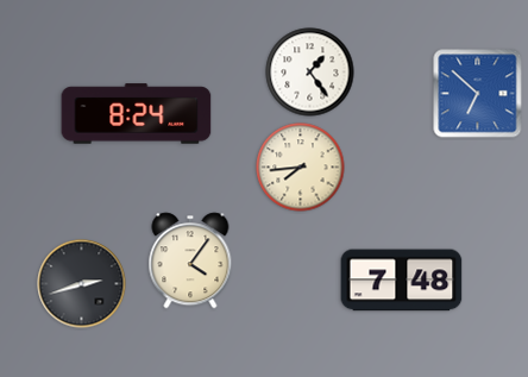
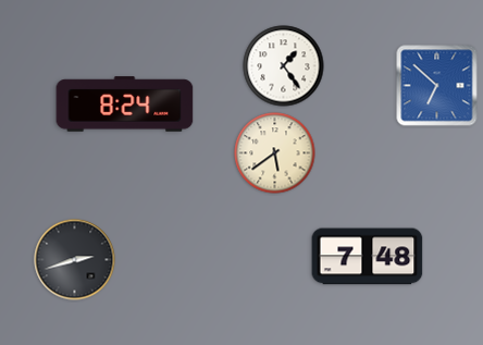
clock at (301, 168): 7:44 -> 5:39
clock at (190, 260): 4:06 -> none
